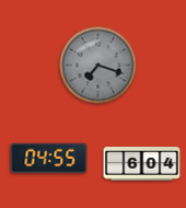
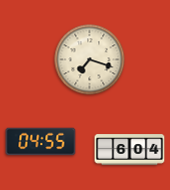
clock at (98, 66) dial: grey -> cream
clock at (49, 159) position: (49, 159) -> (41, 142)
